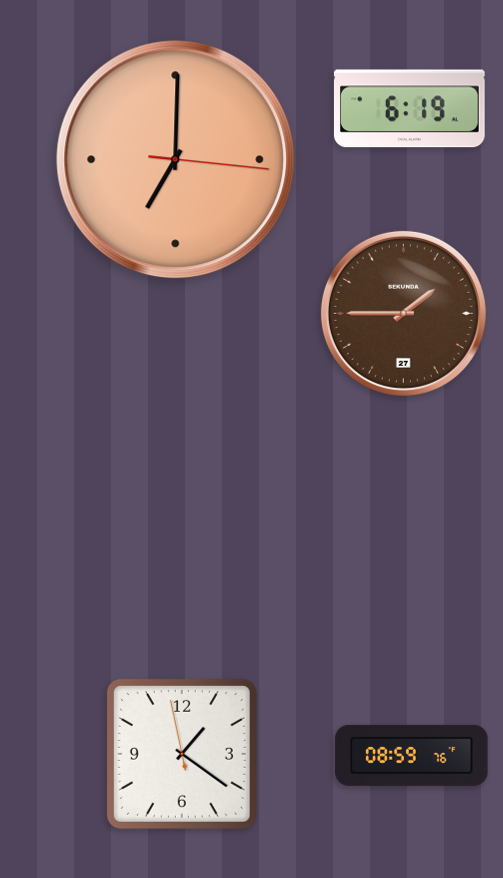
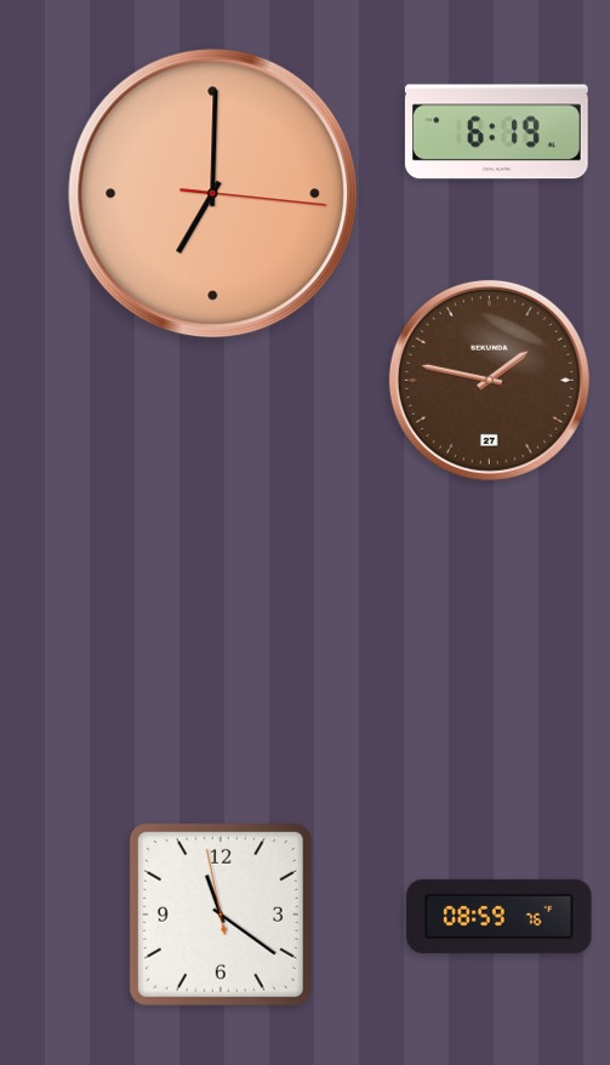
clock at (403, 313): 1:45 -> 1:47
clock at (182, 754): 1:20 -> 11:20
